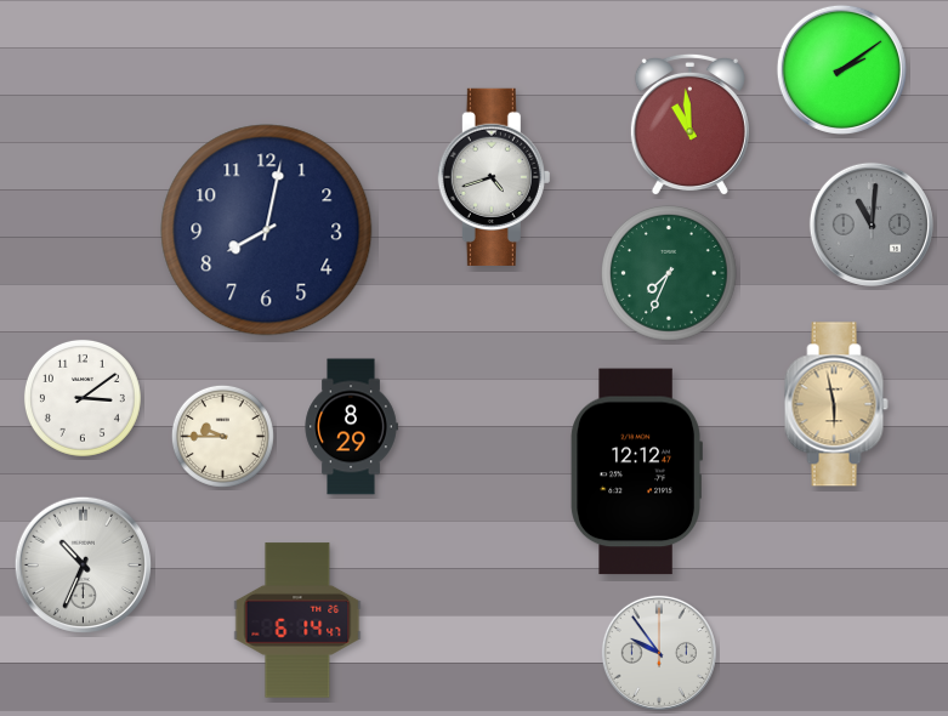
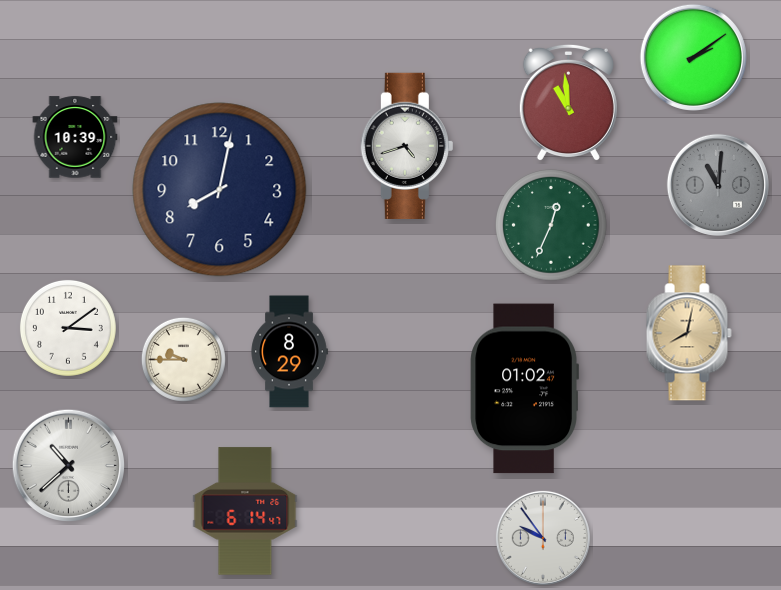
clock at (75, 137): none -> 10:39
clock at (670, 274): 7:34 -> 12:34
clock at (836, 404): 5:58 -> 8:02
clock at (636, 472): 12:12 -> 01:02
clock at (83, 564): 10:34 -> 10:38
